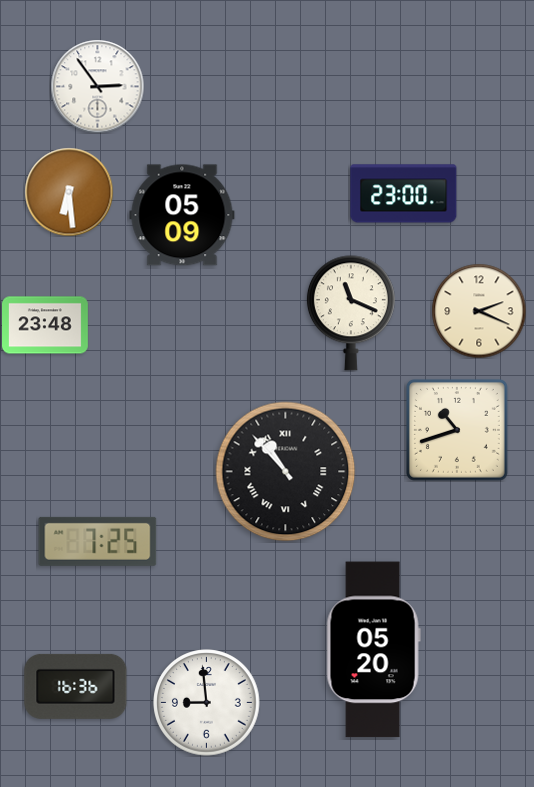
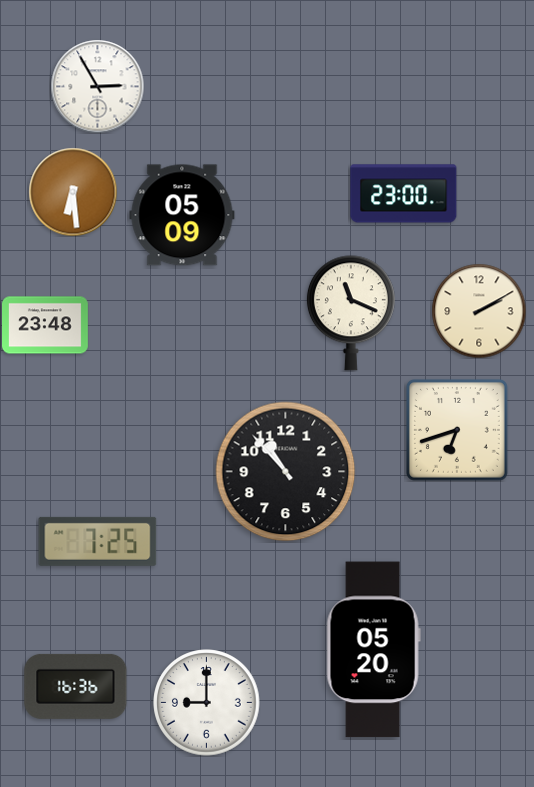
clock at (97, 86): 2:54 -> 2:55
clock at (69, 192) position: (69, 192) -> (73, 192)
clock at (479, 311): 2:19 -> 2:10
clock at (457, 430): 10:42 -> 6:42
clock at (286, 472) numerals: Roman -> Arabic
clock at (207, 703): 8:59 -> 9:00
